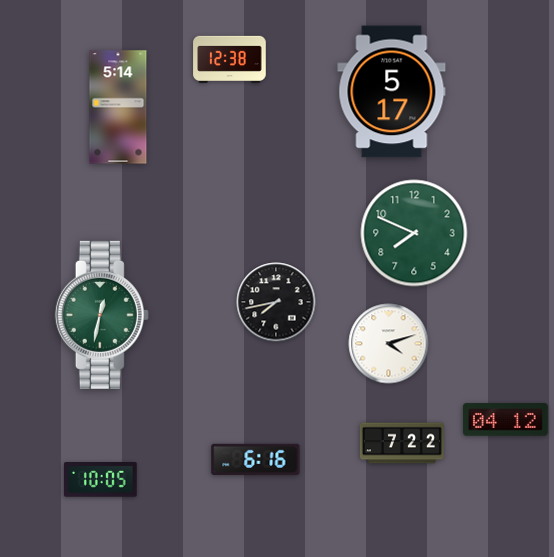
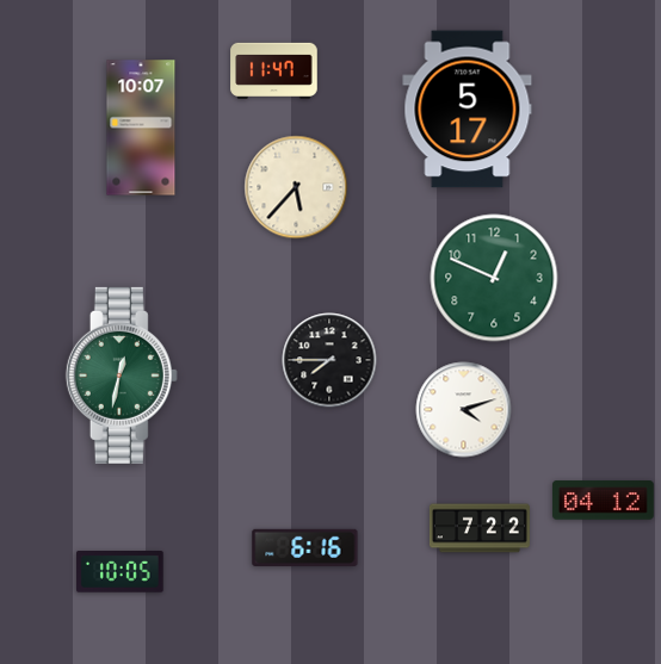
clock at (230, 59): 12:38 -> 11:47
clock at (118, 107): 5:14 -> 10:07
clock at (296, 187): none -> 5:37
clock at (414, 233): 7:49 -> 12:49
clock at (276, 302): 7:43 -> 7:45
